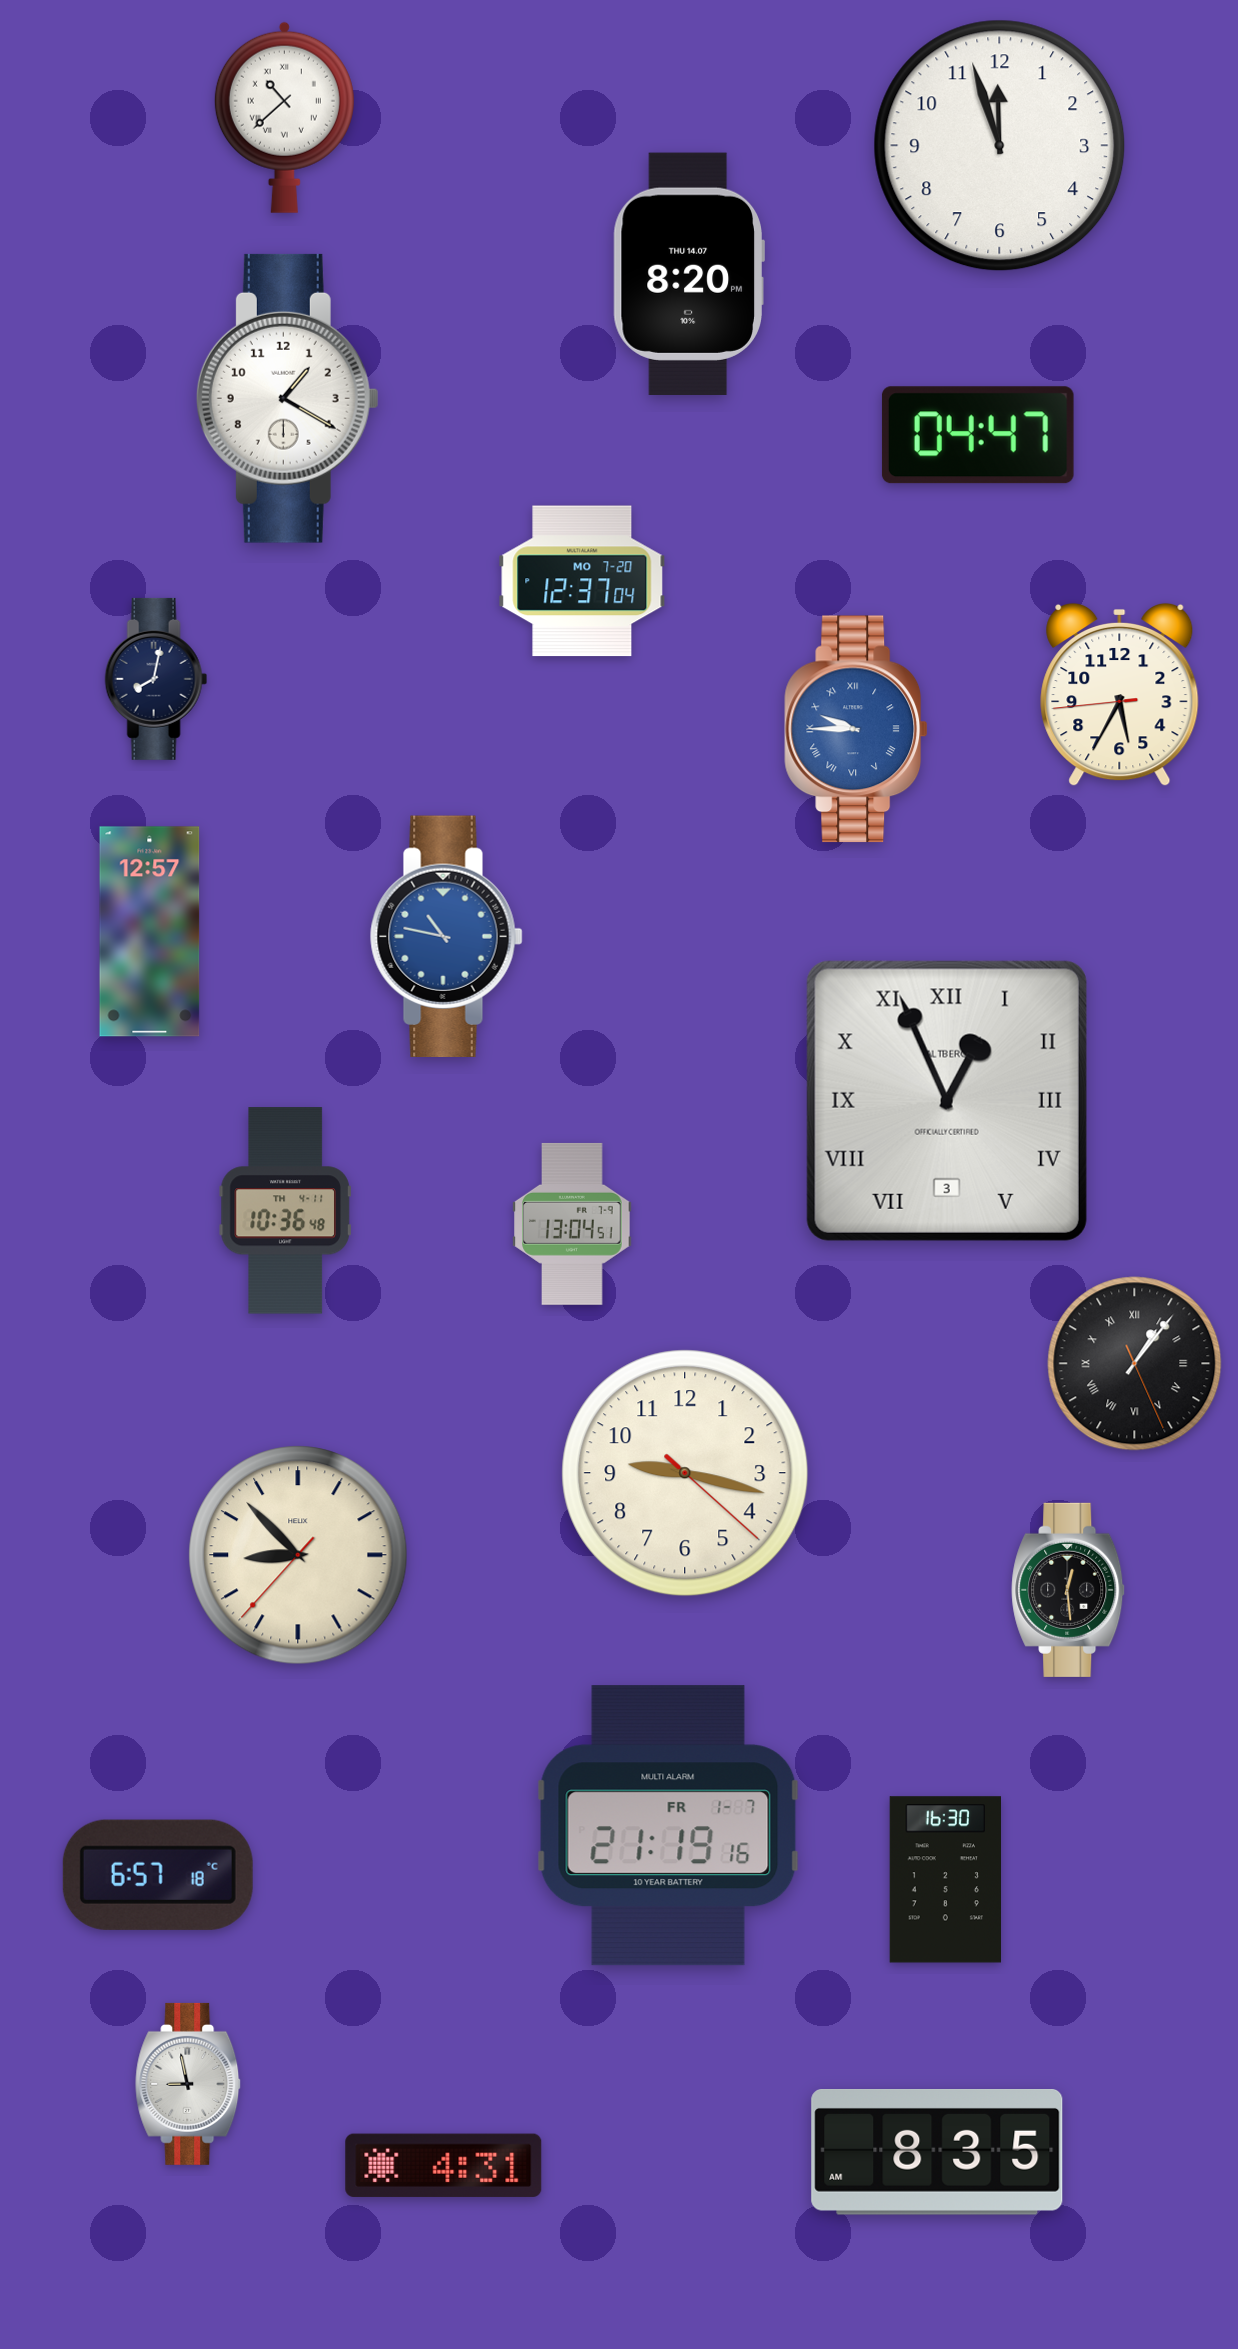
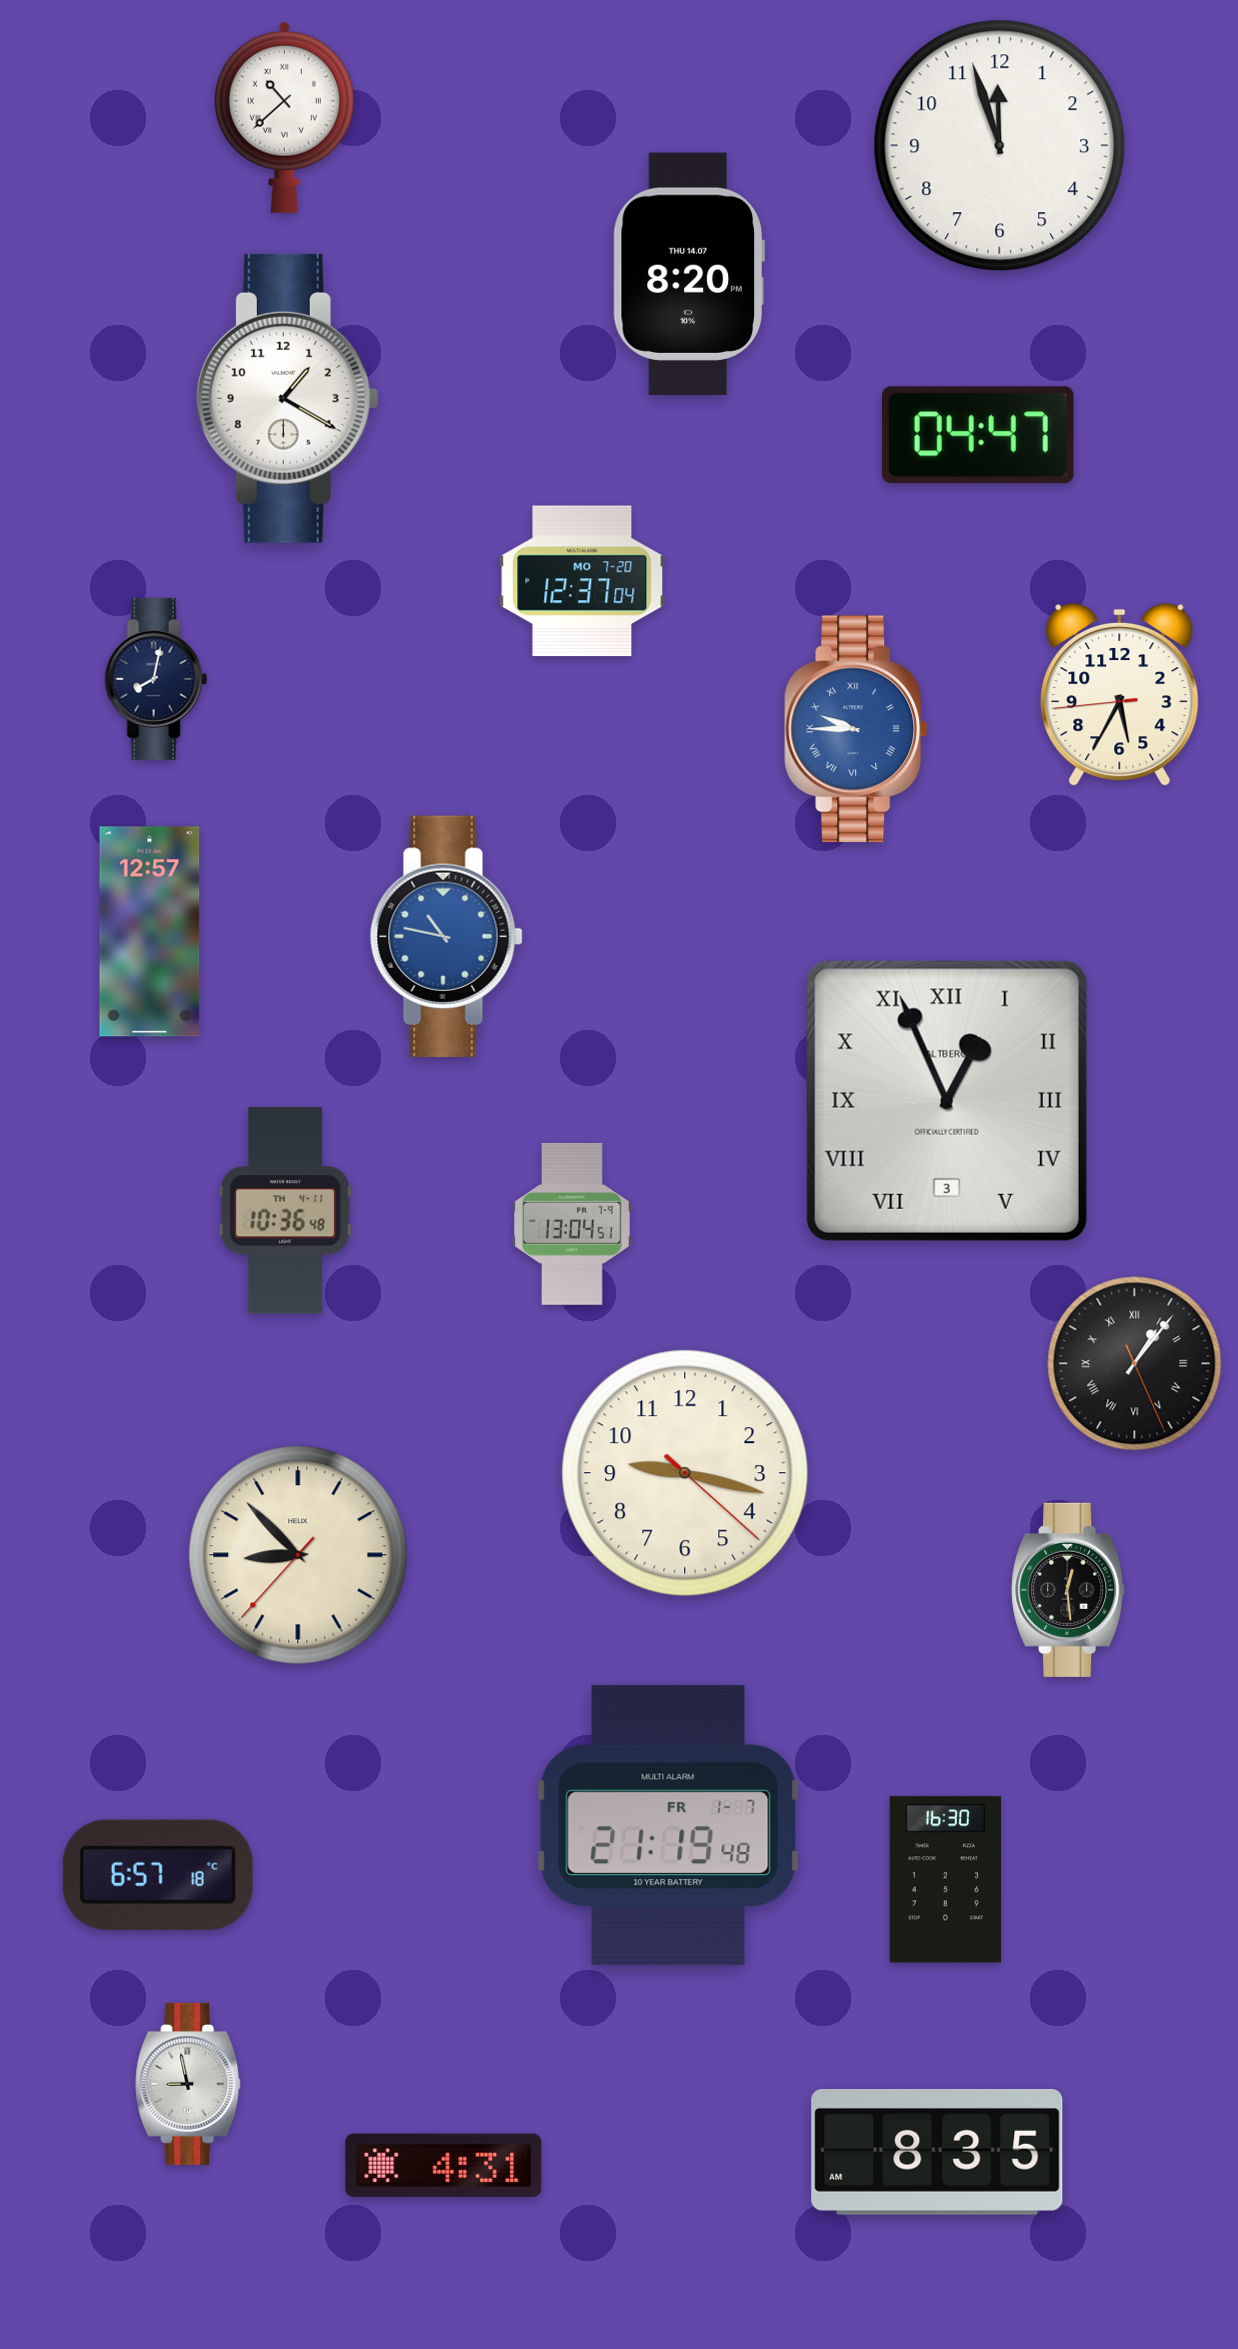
clock at (669, 1826): 21:19:16 -> 21:19:48
